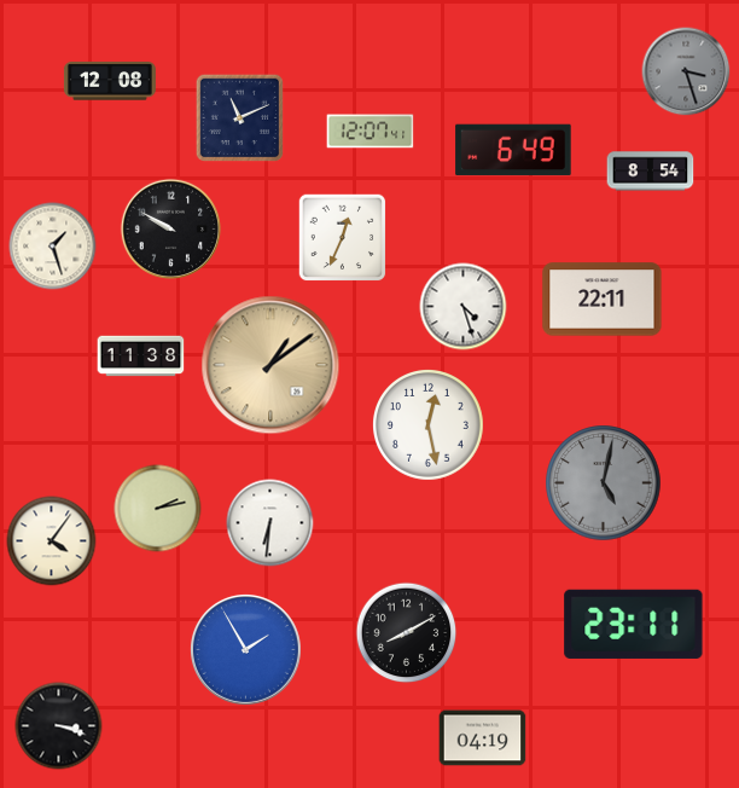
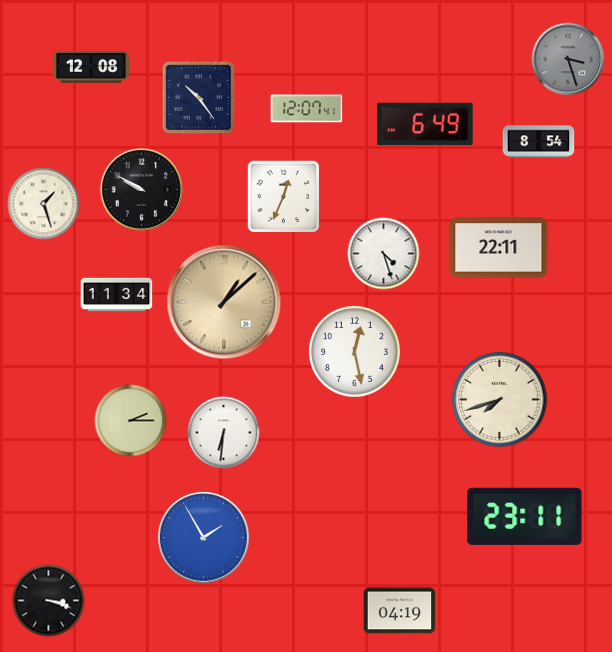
clock at (240, 118): 11:11 -> 10:24
clock at (141, 357): 11:38 -> 11:34
clock at (270, 365): 1:09 -> 1:08
clock at (604, 483): 5:02 -> 7:42
clock at (604, 483) dial: grey -> cream
clock at (158, 509): 2:13 -> 2:15
clock at (52, 541): 4:06 -> none
clock at (407, 633): 8:10 -> none
